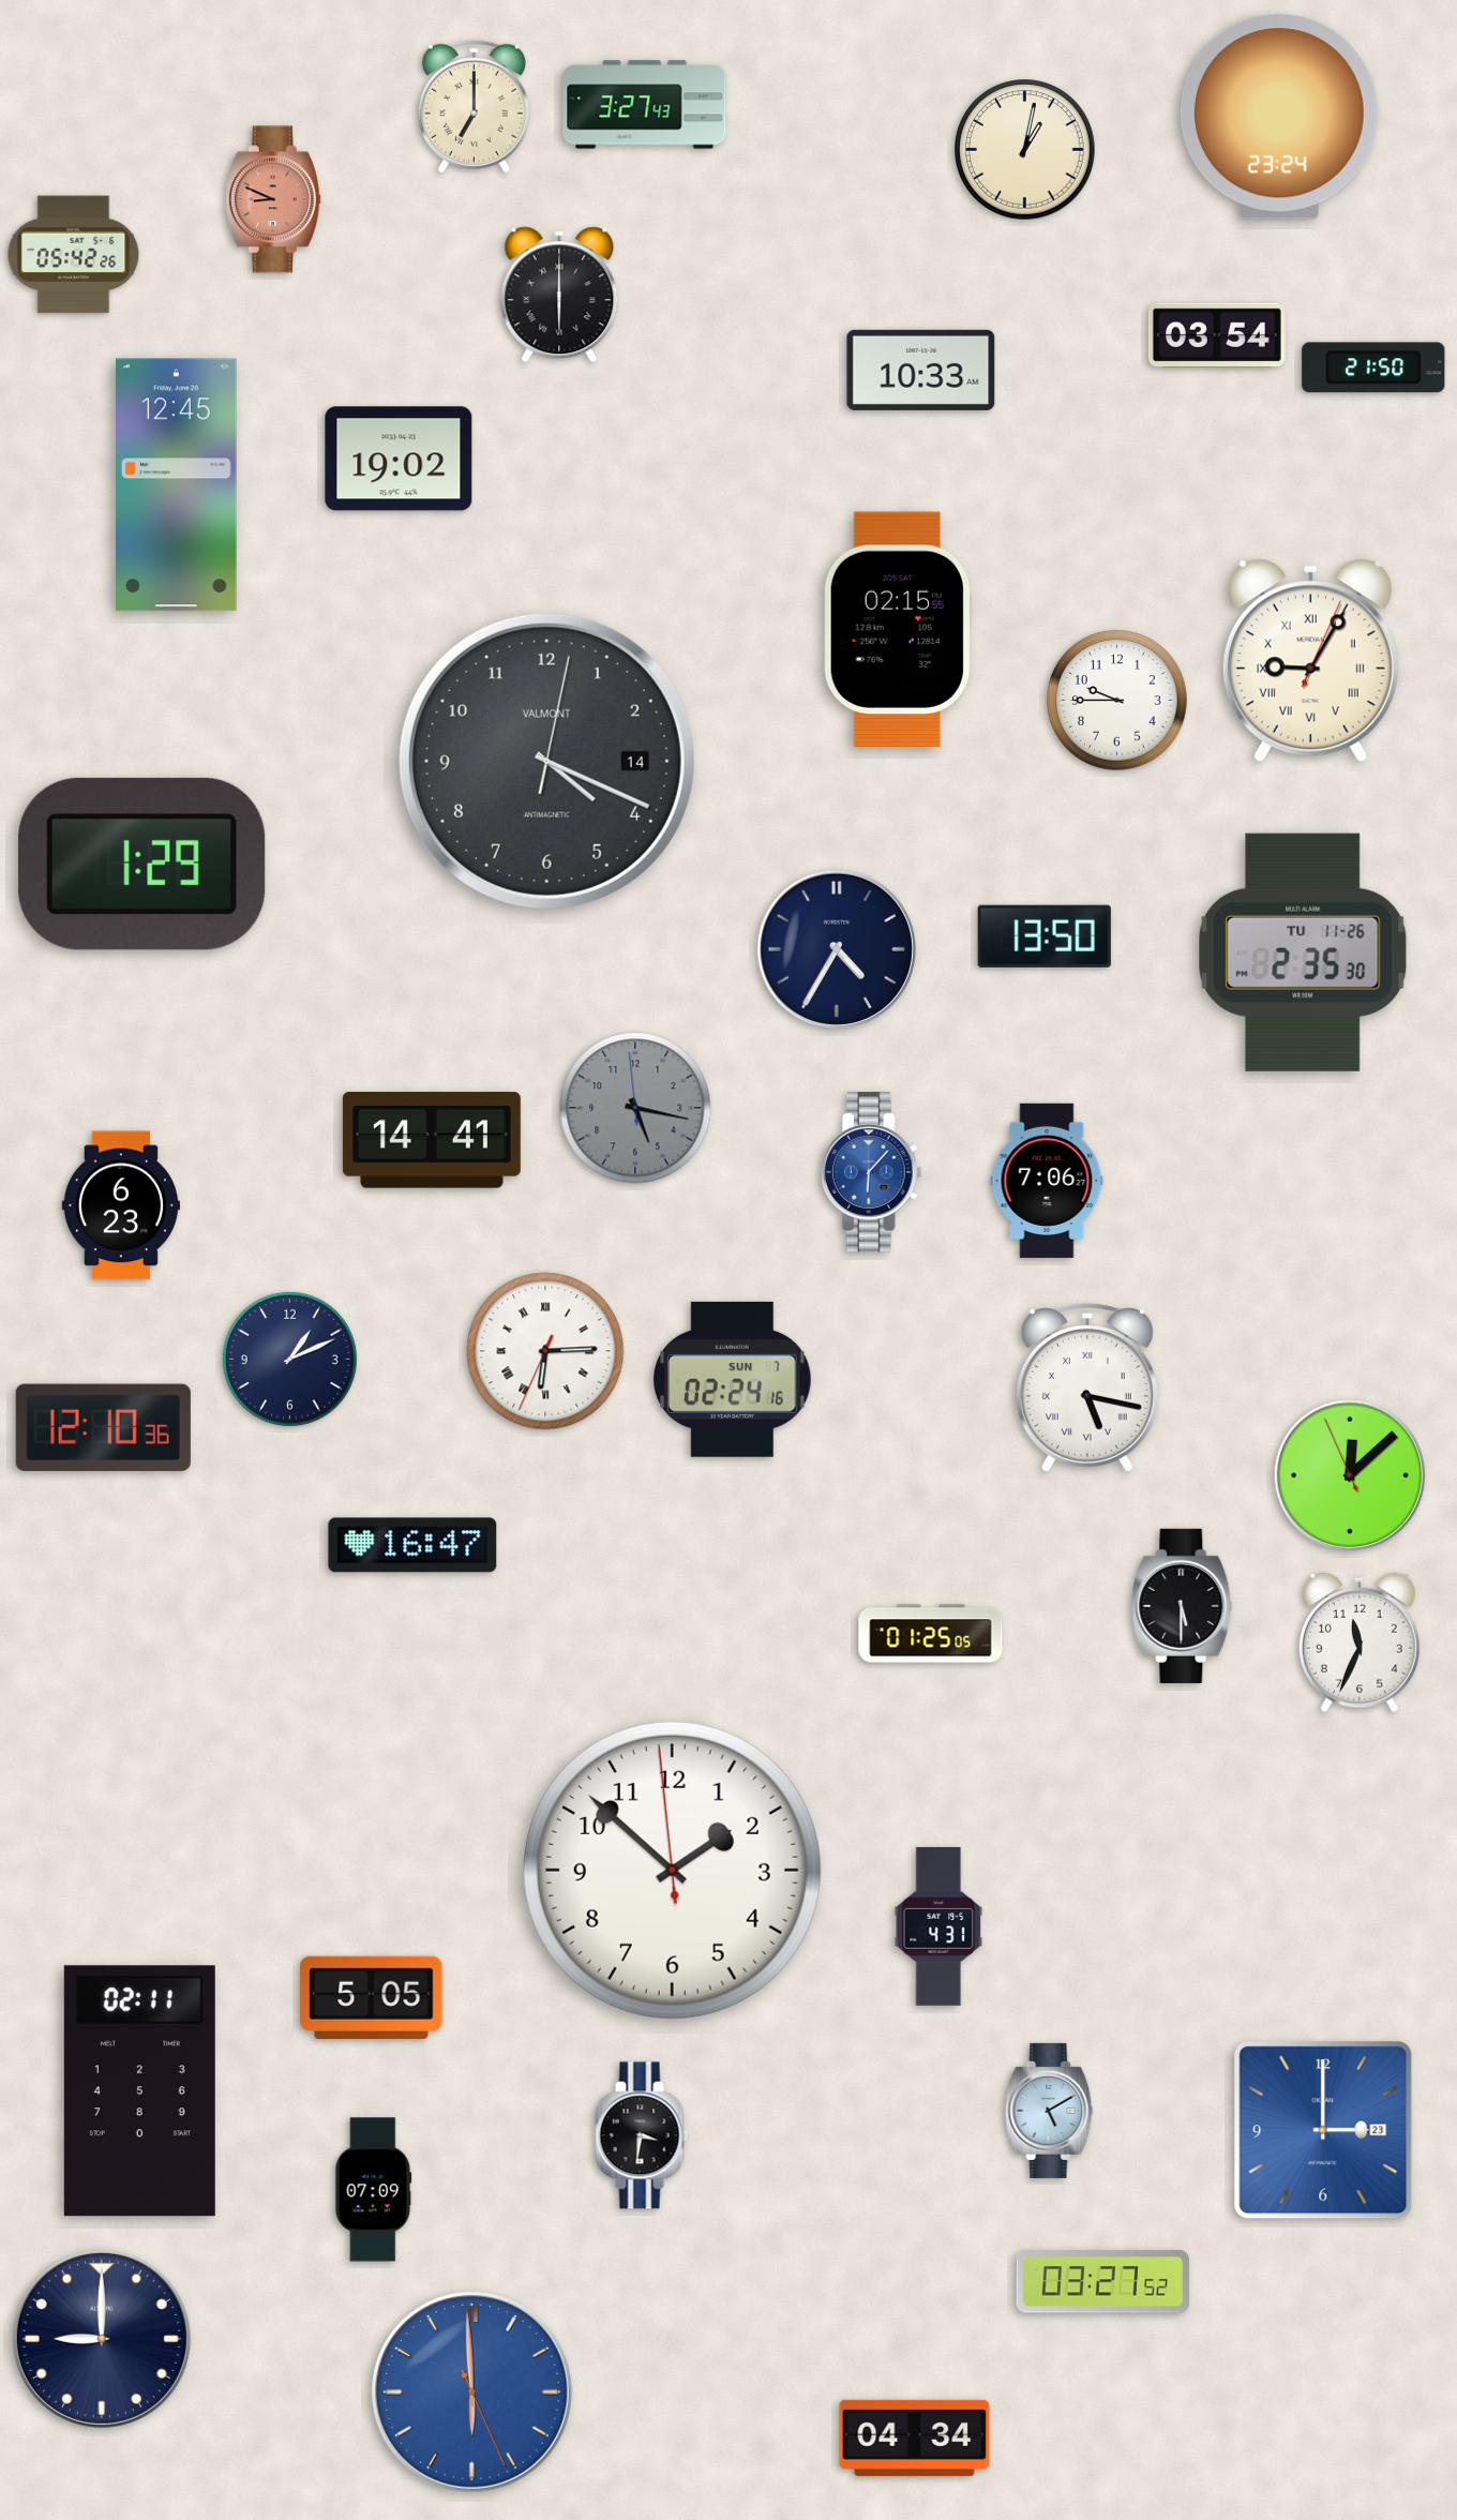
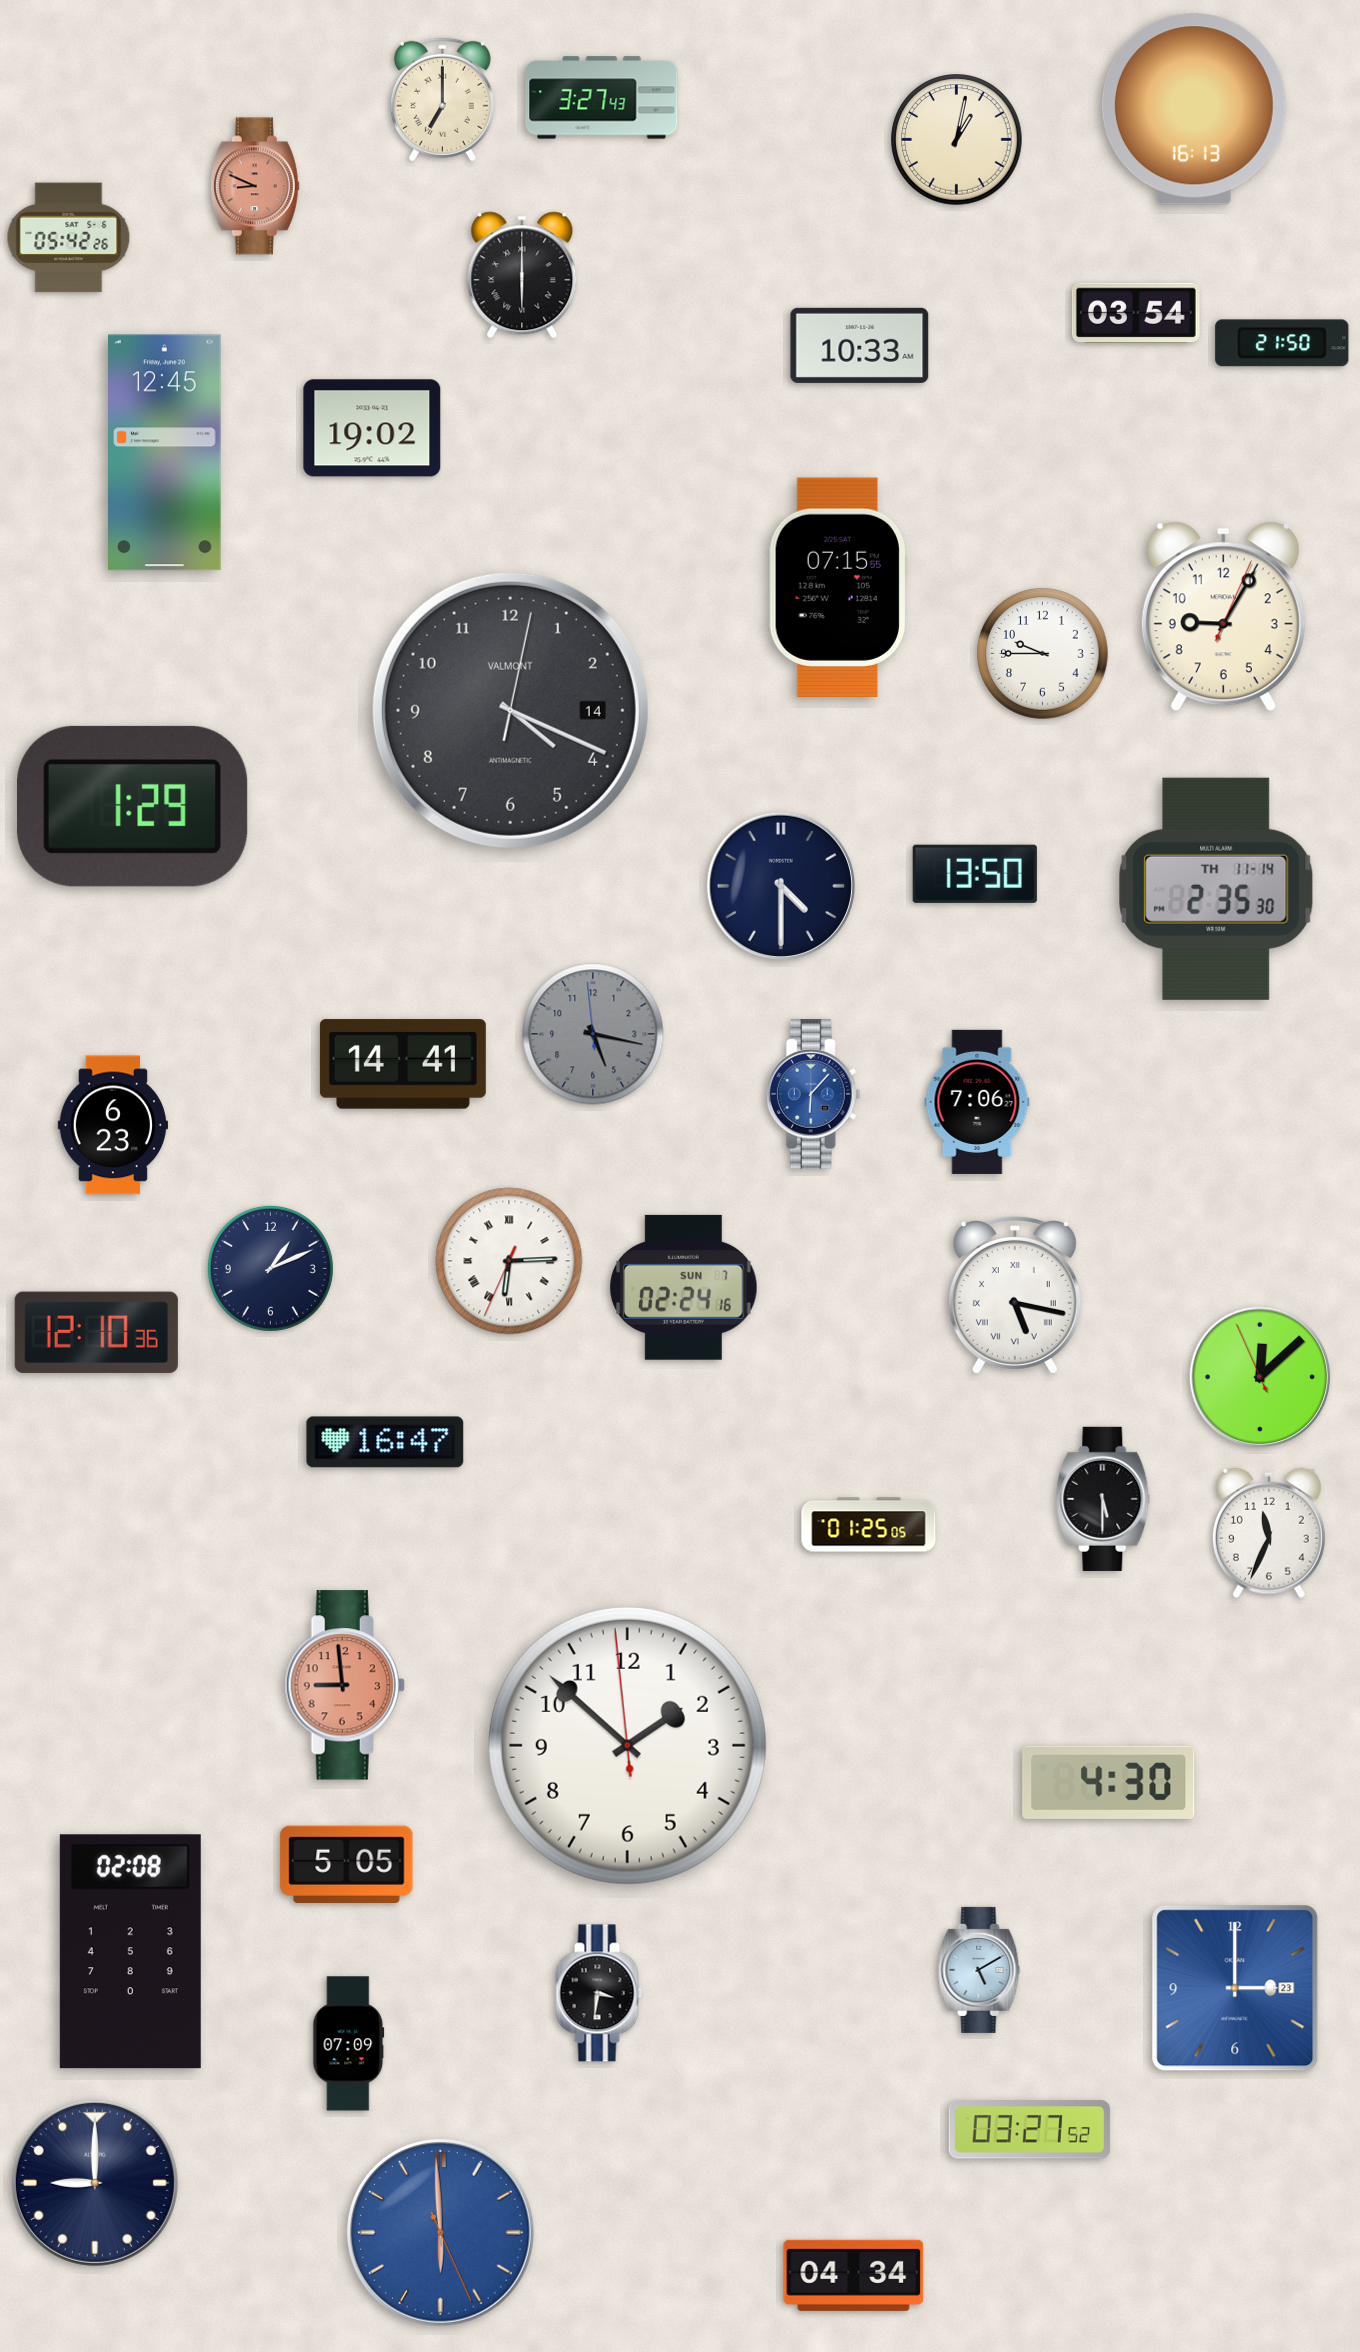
clock at (1279, 117): 23:24 -> 16:13
clock at (898, 629): 02:15 -> 07:15
clock at (1310, 661) numerals: Roman -> Arabic
clock at (837, 949): 4:35 -> 4:30
clock at (1303, 952) date: TU 11-26 -> TH 11-14
clock at (345, 1685): none -> 8:59
clock at (1109, 1782): none -> 4:30
clock at (938, 1926): 4:31 -> none
clock at (139, 2091): 02:11 -> 02:08
